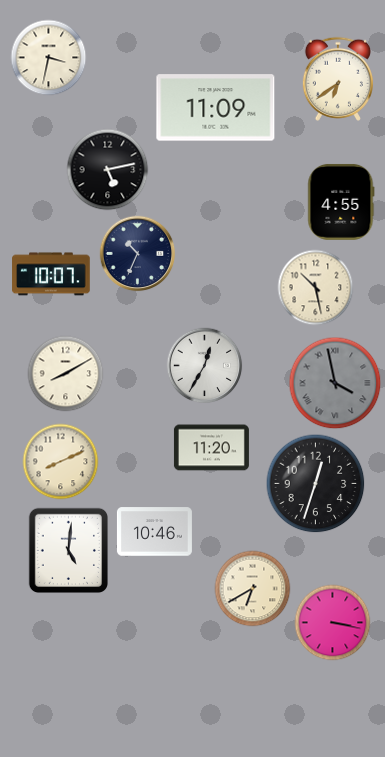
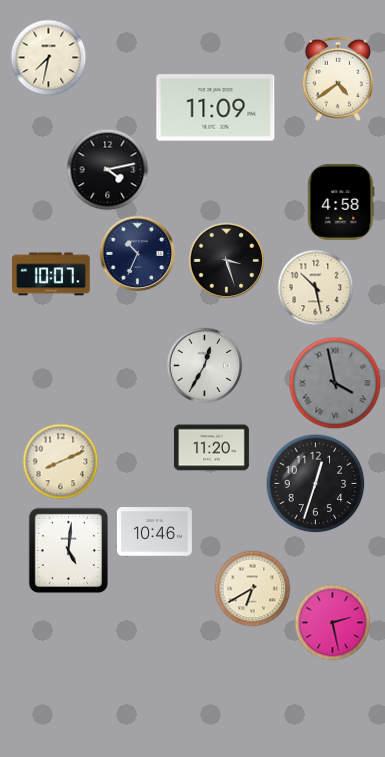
clock at (49, 58): 3:32 -> 7:32
clock at (338, 79): 6:39 -> 4:39
clock at (108, 170): 5:13 -> 4:13
clock at (341, 202): 4:55 -> 4:58
clock at (227, 261): none -> 3:27
clock at (66, 374): 8:10 -> none
clock at (333, 623): 3:17 -> 2:28
